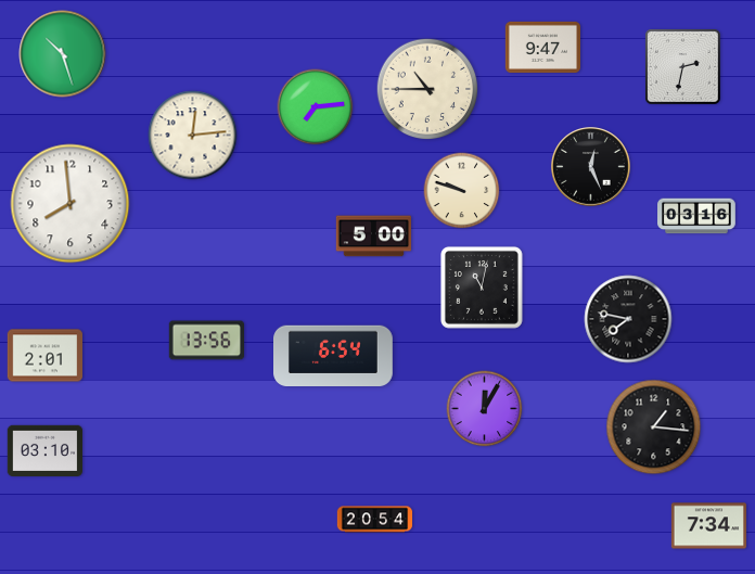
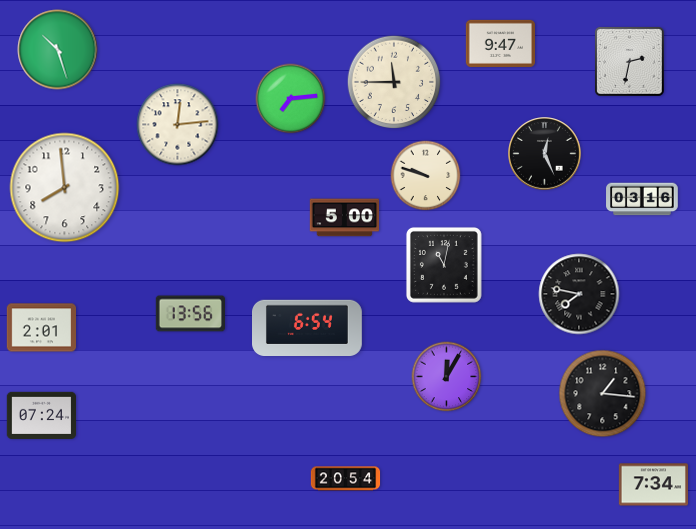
clock at (427, 89): 10:45 -> 11:45
clock at (44, 450): 03:10 -> 07:24
